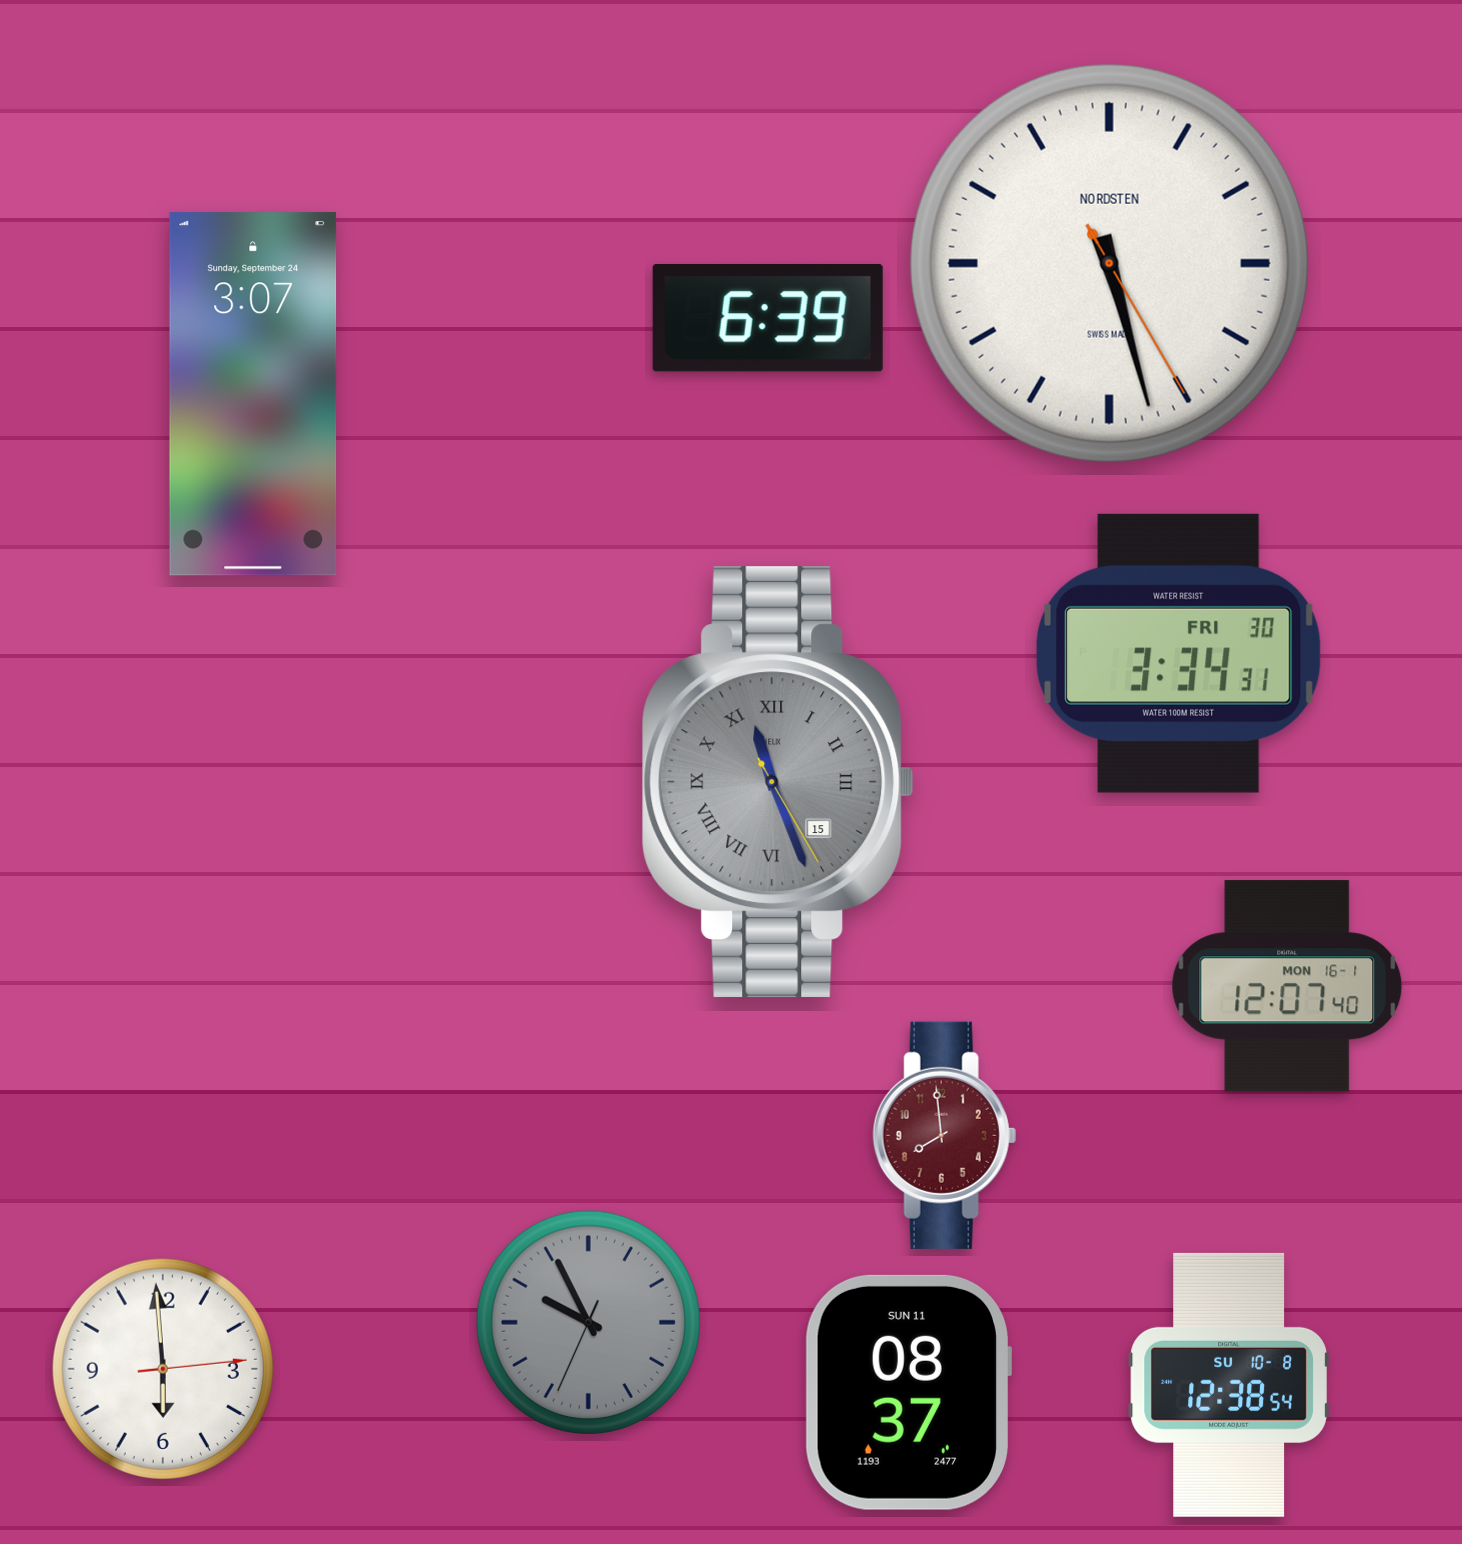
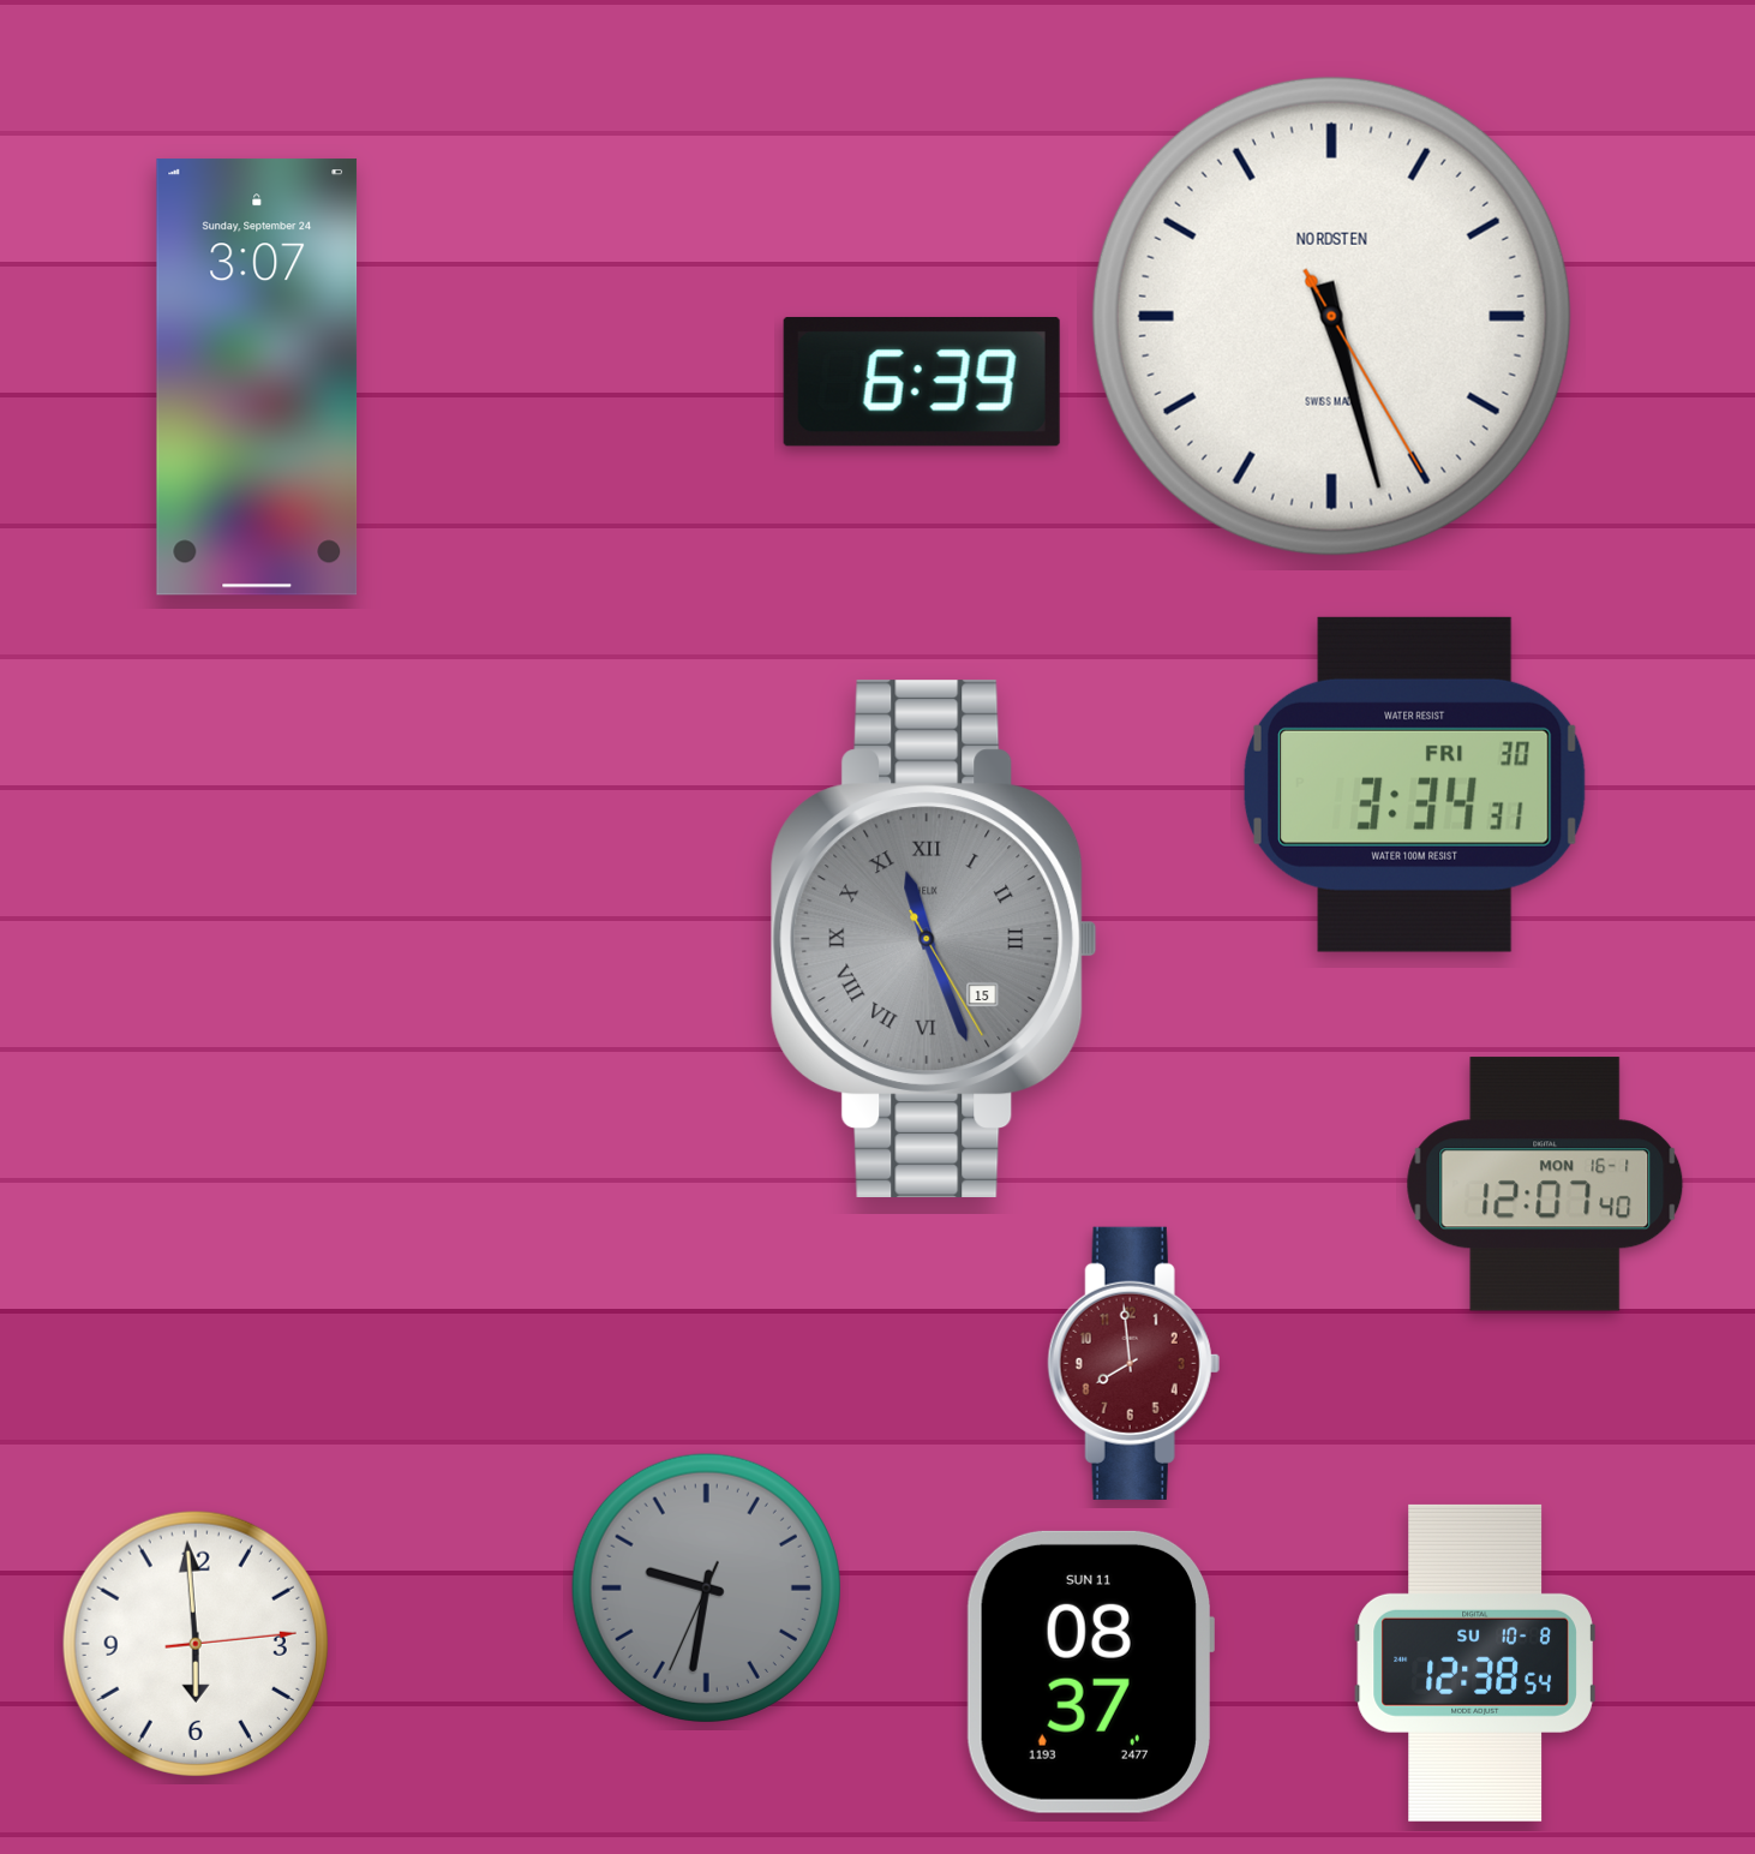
clock at (253, 394) position: (253, 394) -> (257, 377)
clock at (588, 1322): 9:55 -> 9:31
